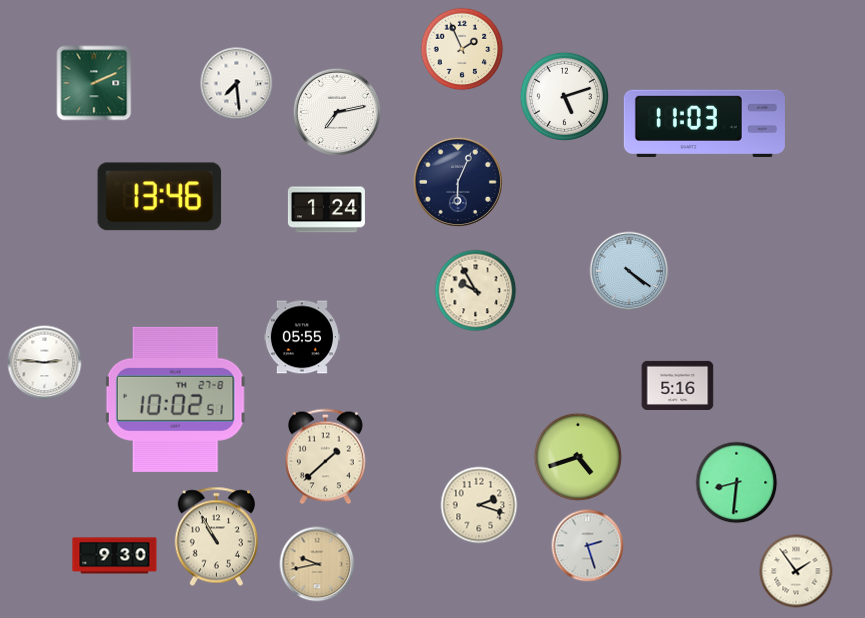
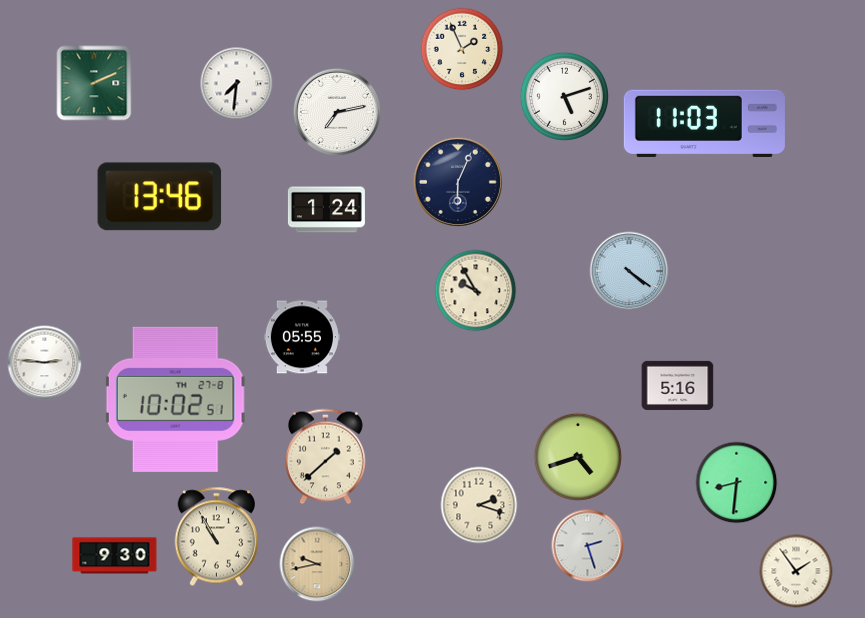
clock at (237, 84): 7:29 -> 7:31
